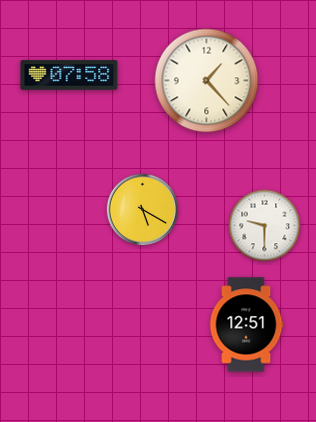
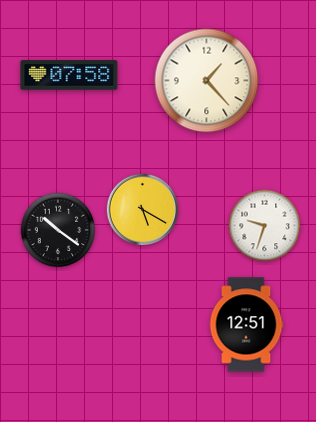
clock at (265, 226): 9:30 -> 9:33
clock at (58, 230): none -> 10:21
